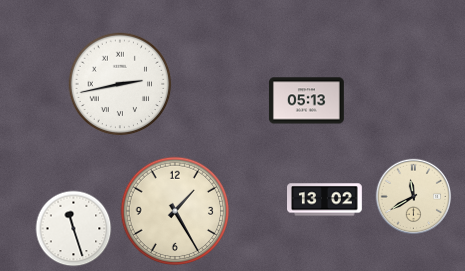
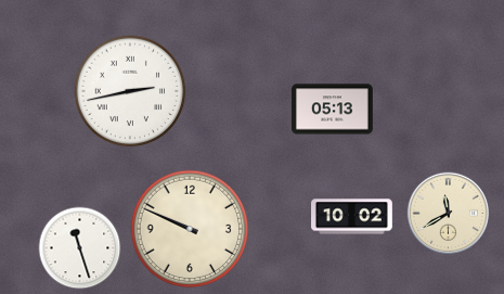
clock at (325, 200): 13:02 -> 10:02
clock at (175, 211): 1:25 -> 9:49
